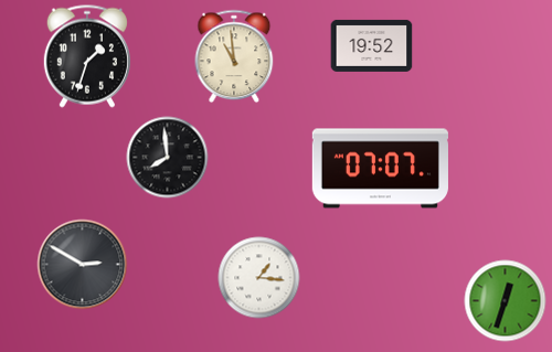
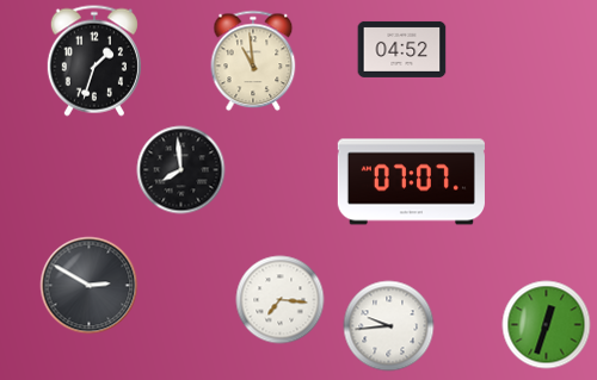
clock at (372, 45): 19:52 -> 04:52
clock at (259, 278): 1:16 -> 7:16
clock at (389, 326): none -> 9:44
